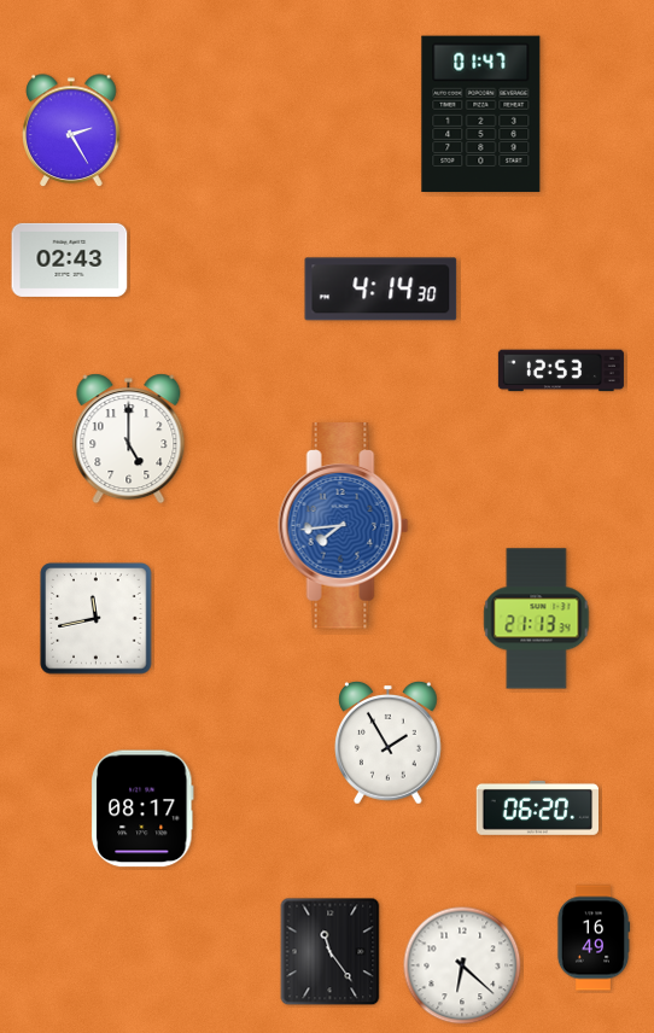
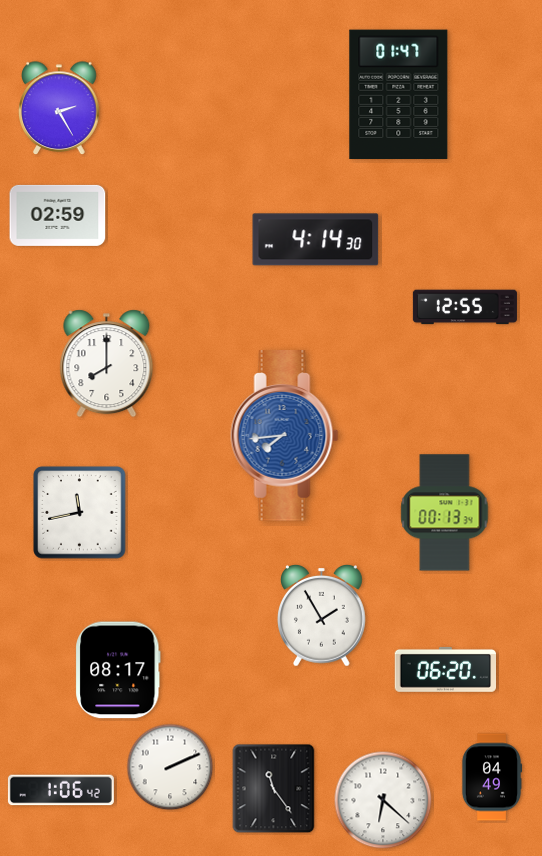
clock at (70, 259): 02:43 -> 02:59
clock at (561, 370): 12:53 -> 12:55
clock at (129, 439): 5:00 -> 8:00
clock at (537, 619): 21:13 -> 00:13
clock at (170, 767): none -> 2:11
clock at (594, 938): 16:49 -> 04:49
clock at (61, 790): none -> 1:06
